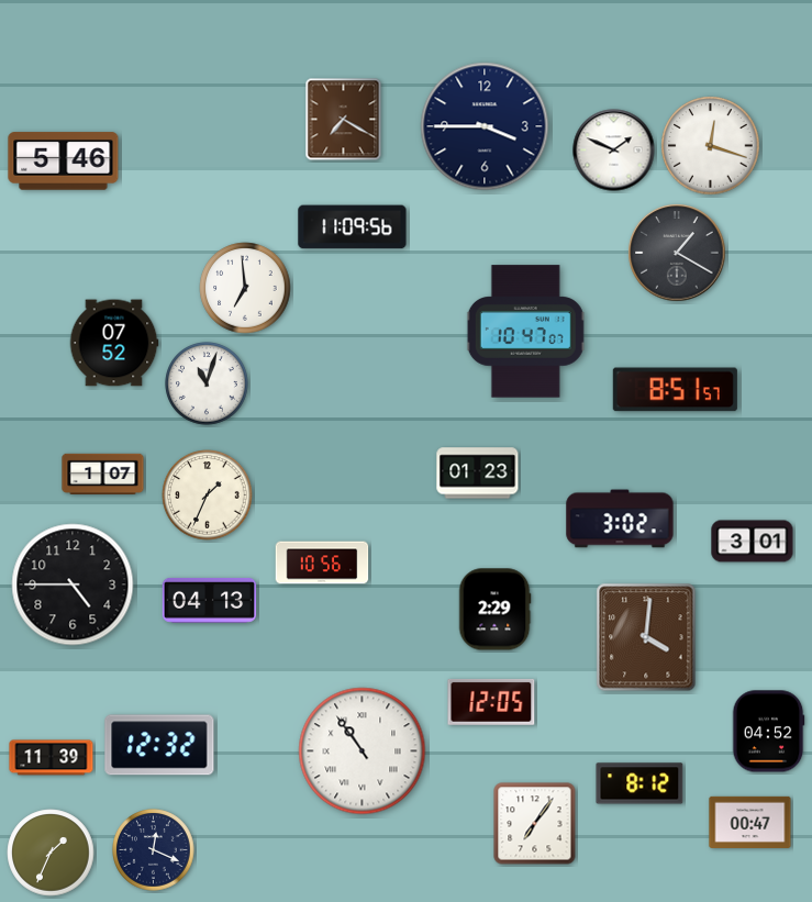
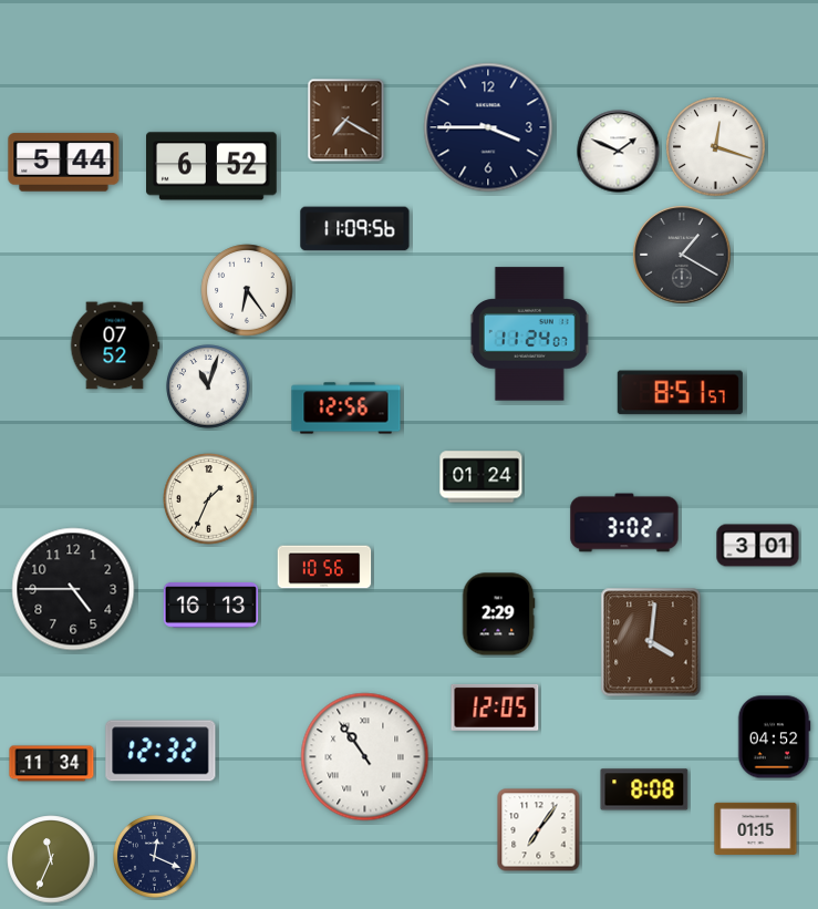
clock at (64, 162): 5:46 -> 5:44
clock at (213, 166): none -> 6:52
clock at (245, 288): 6:59 -> 6:24
clock at (526, 332): 10:47 -> 11:24
clock at (346, 409): none -> 12:56
clock at (103, 474): 1:07 -> none
clock at (478, 474): 01:23 -> 01:24
clock at (210, 601): 04:13 -> 16:13
clock at (52, 758): 11:39 -> 11:34
clock at (639, 783): 8:12 -> 8:08
clock at (750, 822): 00:47 -> 01:15
clock at (51, 853): 1:34 -> 11:34
